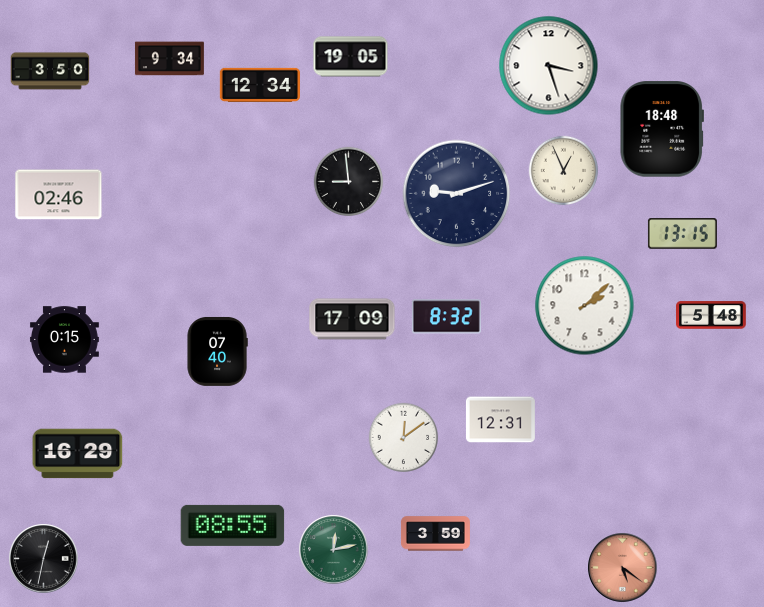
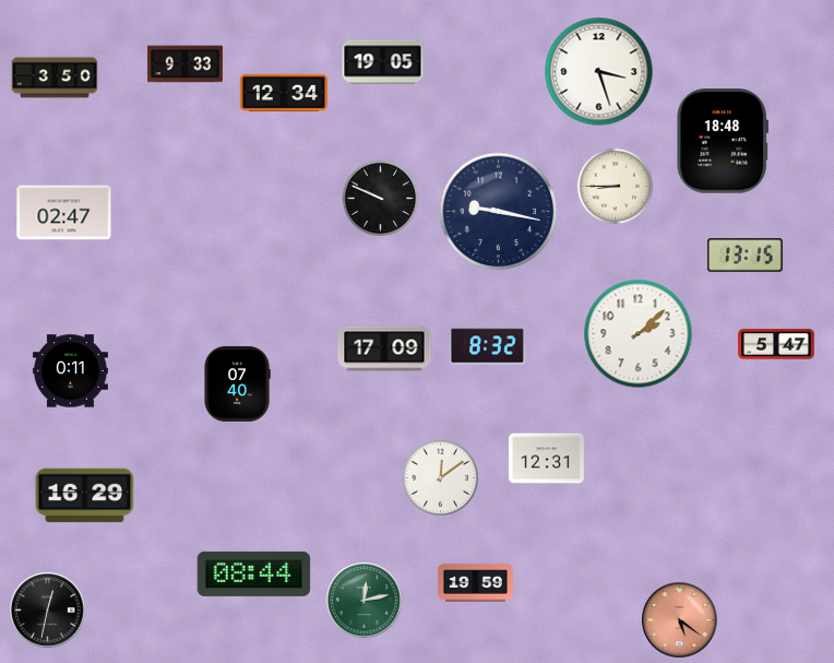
clock at (169, 59): 9:34 -> 9:33
clock at (564, 171): 12:56 -> 8:45
clock at (349, 182): 8:59 -> 9:49
clock at (457, 194): 9:12 -> 9:17
clock at (59, 195): 02:46 -> 02:47
clock at (711, 315): 5:48 -> 5:47
clock at (64, 340): 0:15 -> 0:11
clock at (233, 525): 08:55 -> 08:44
clock at (435, 534): 3:59 -> 19:59
